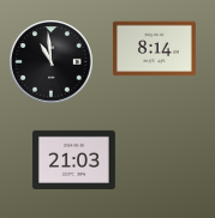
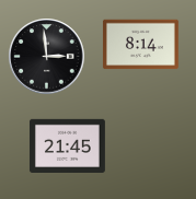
clock at (52, 62): 10:59 -> 2:59
clock at (73, 159): 21:03 -> 21:45
